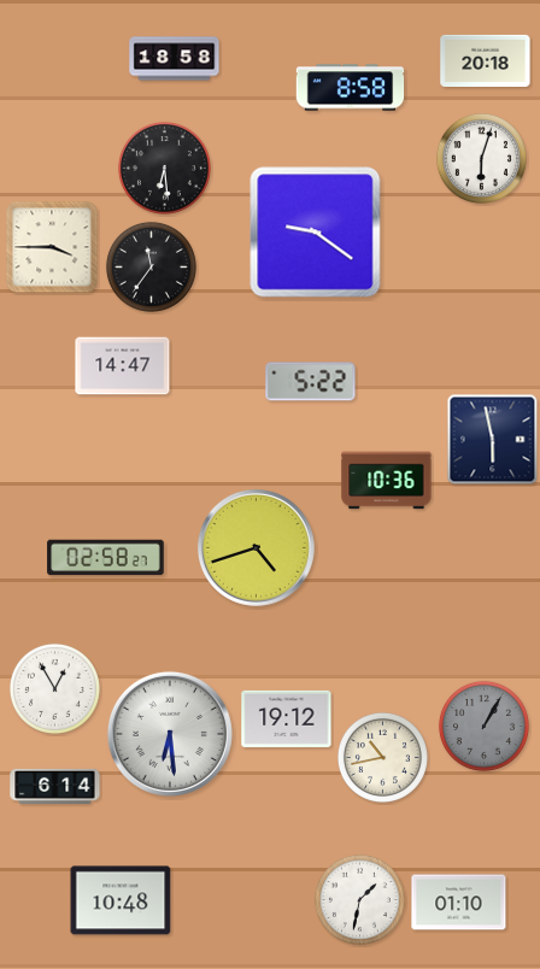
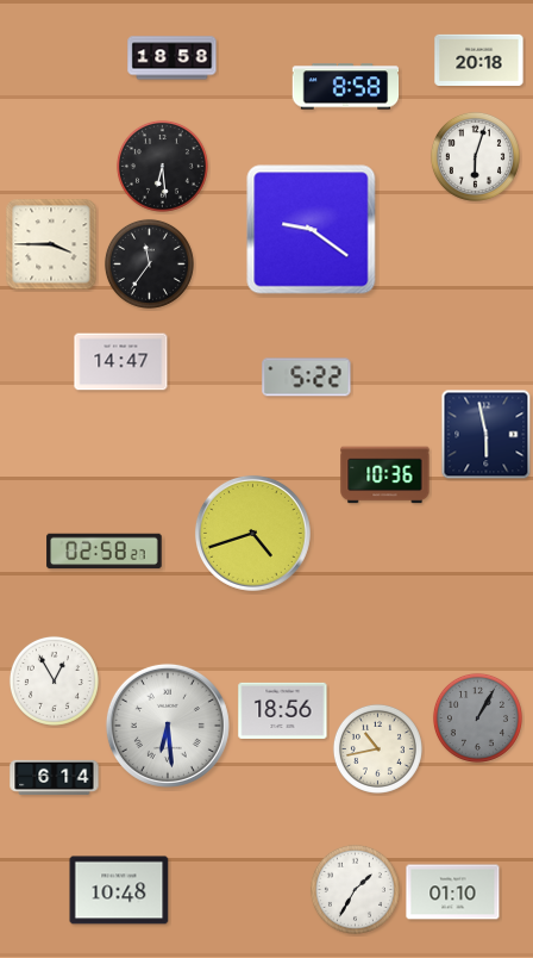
clock at (387, 481) position: (387, 481) -> (385, 475)
clock at (256, 547) position: (256, 547) -> (252, 533)
clock at (287, 718): 19:12 -> 18:56
clock at (359, 899): 1:32 -> 1:35
